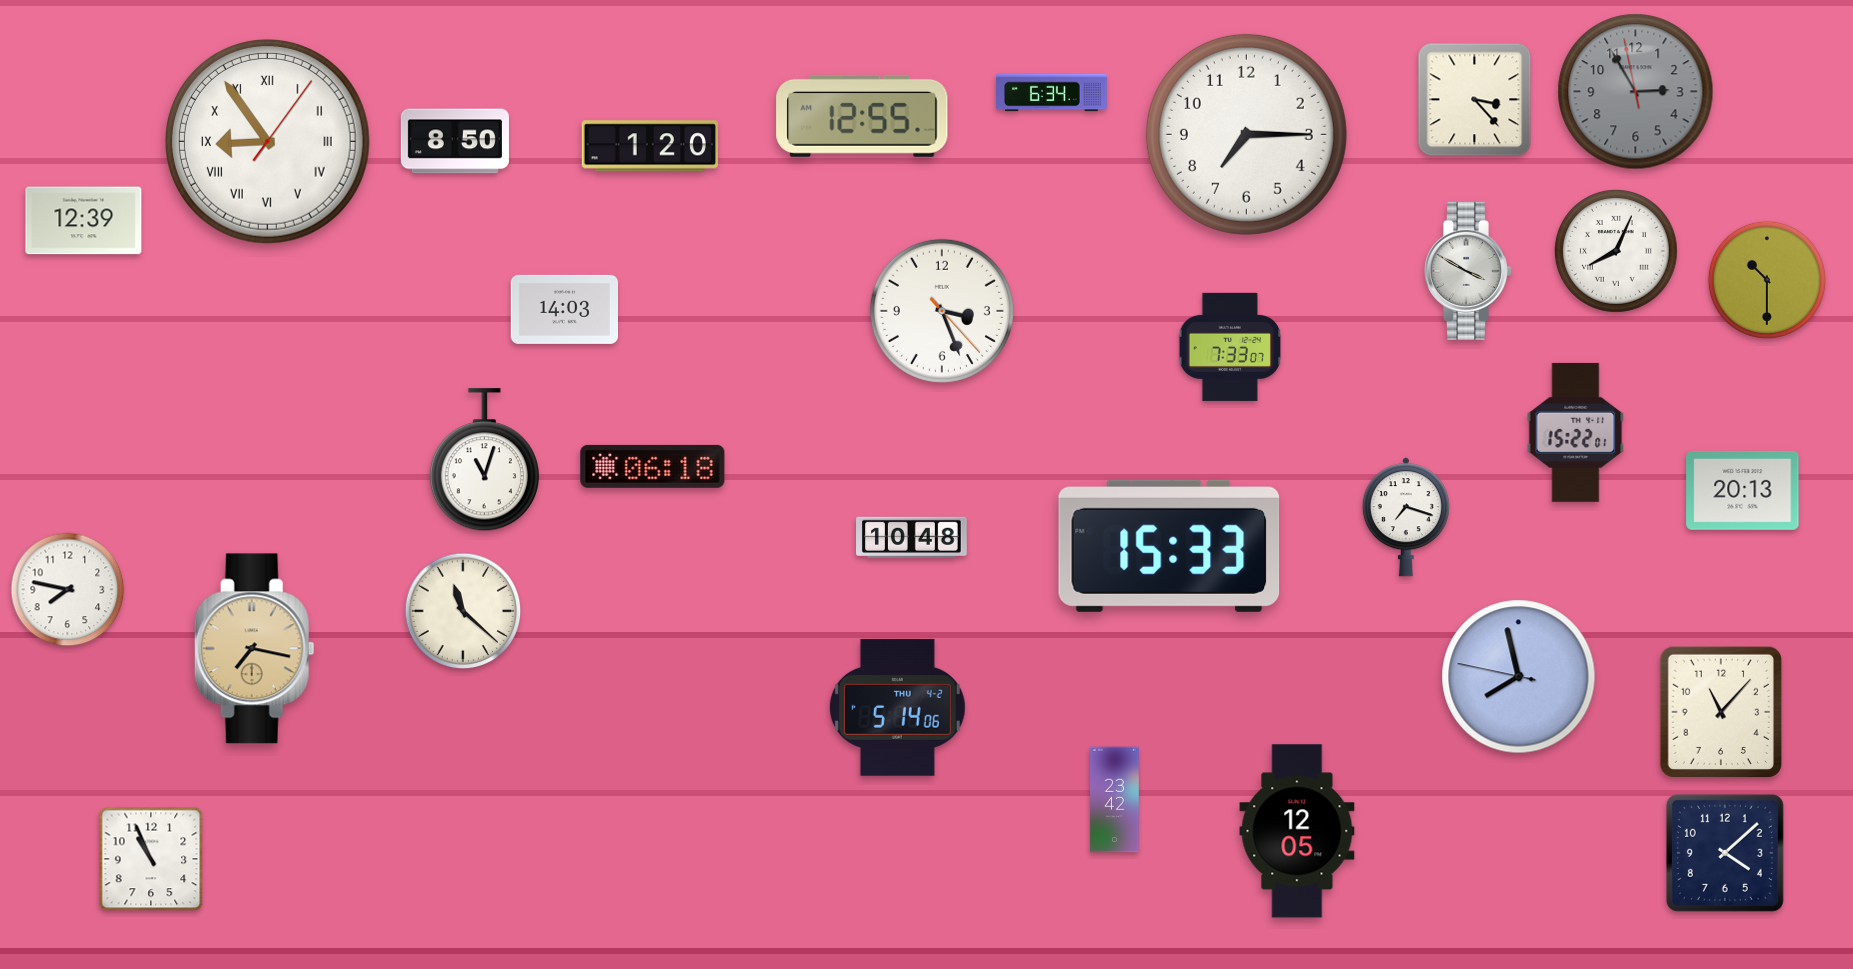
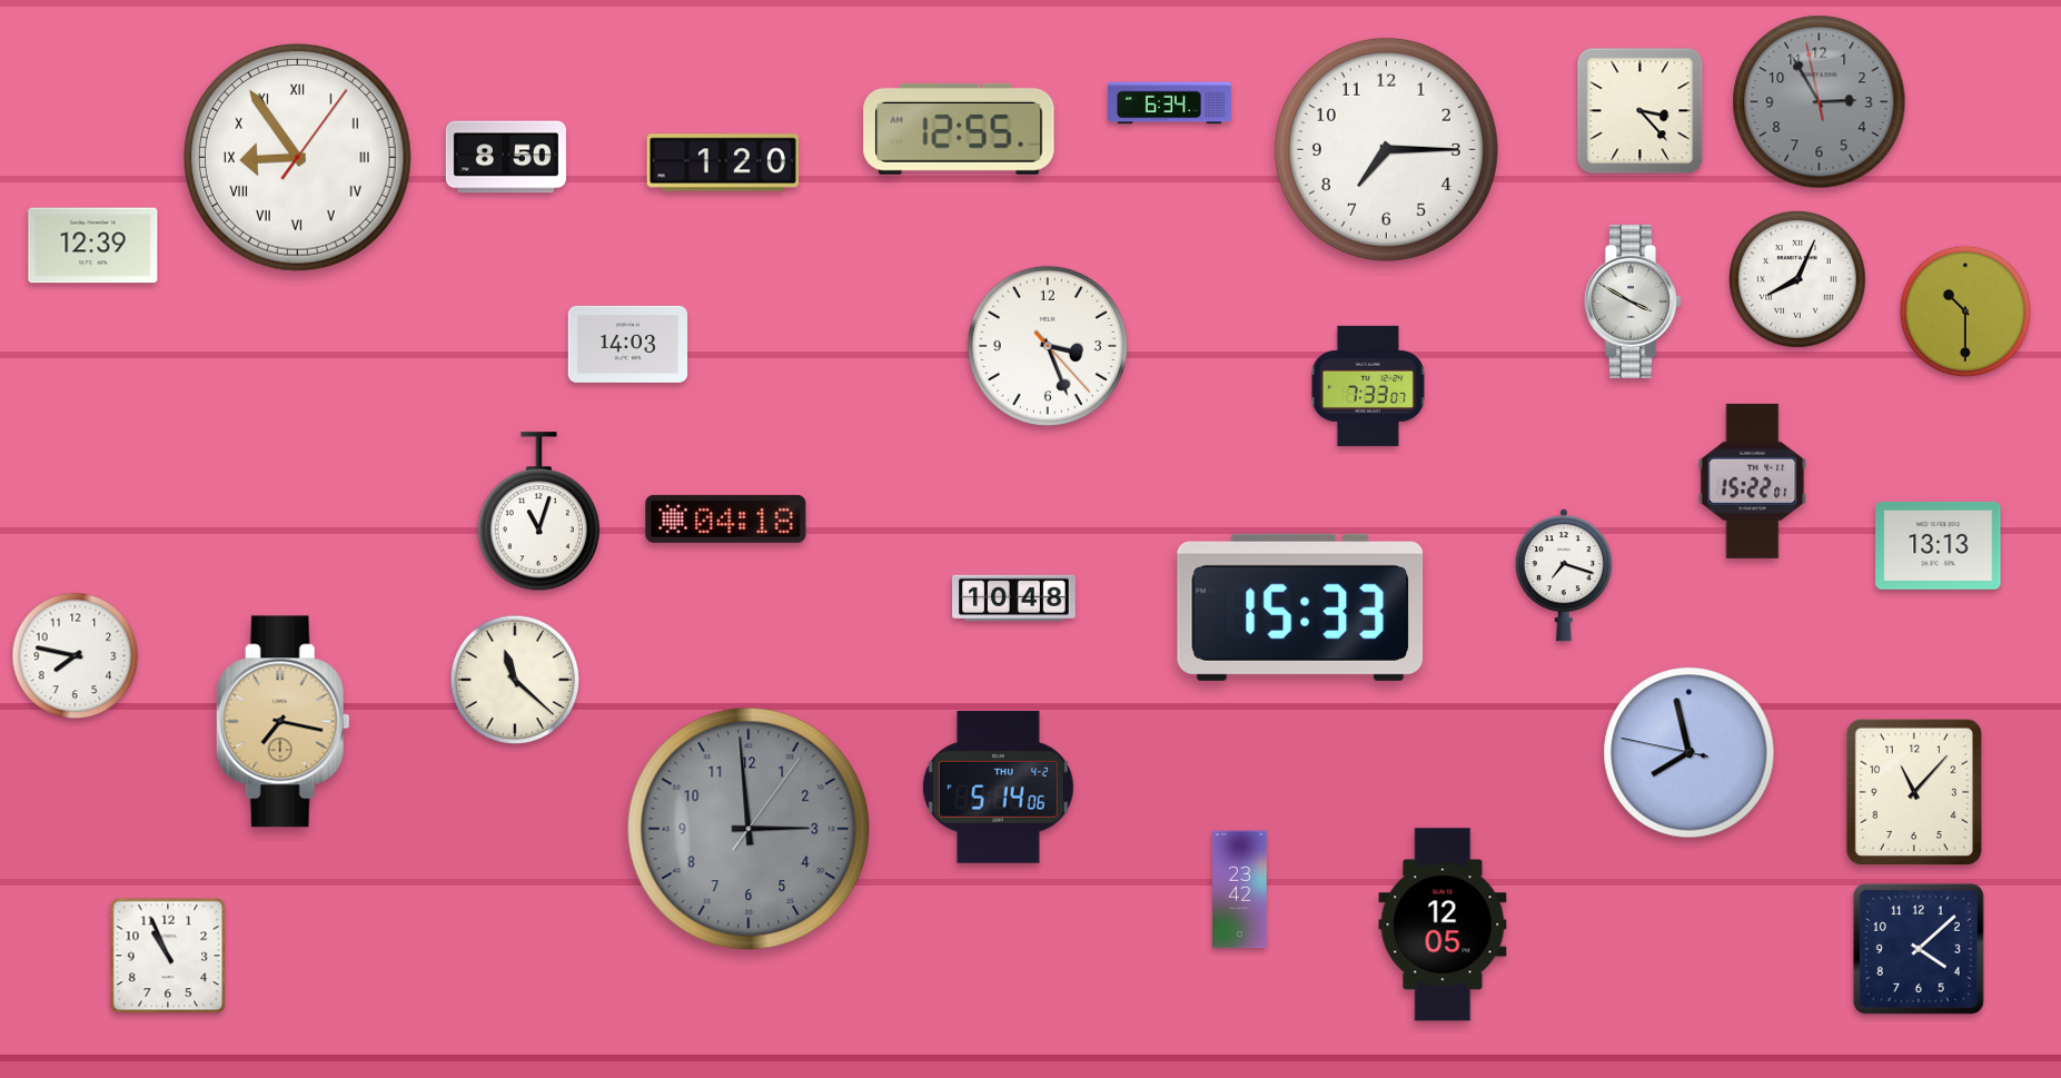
clock at (653, 466): 06:18 -> 04:18
clock at (1743, 490): 20:13 -> 13:13
clock at (749, 829): none -> 2:59
